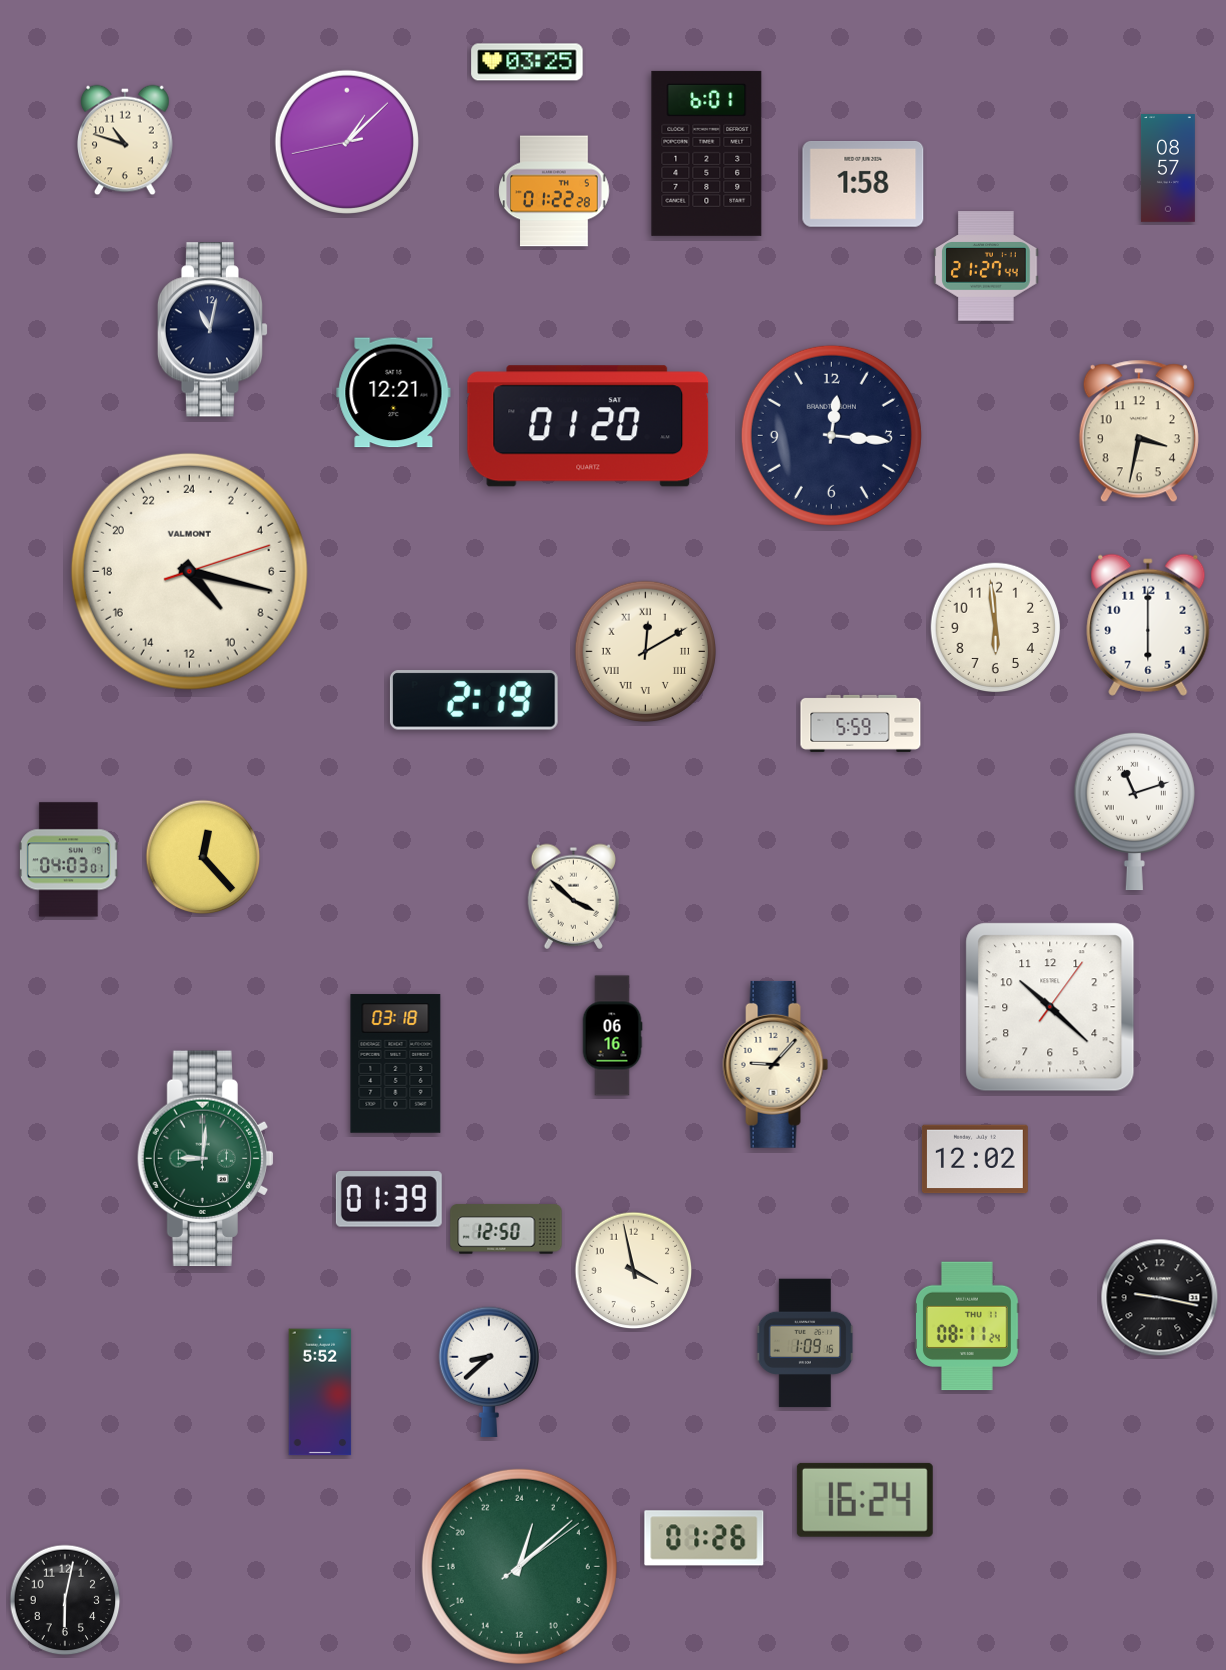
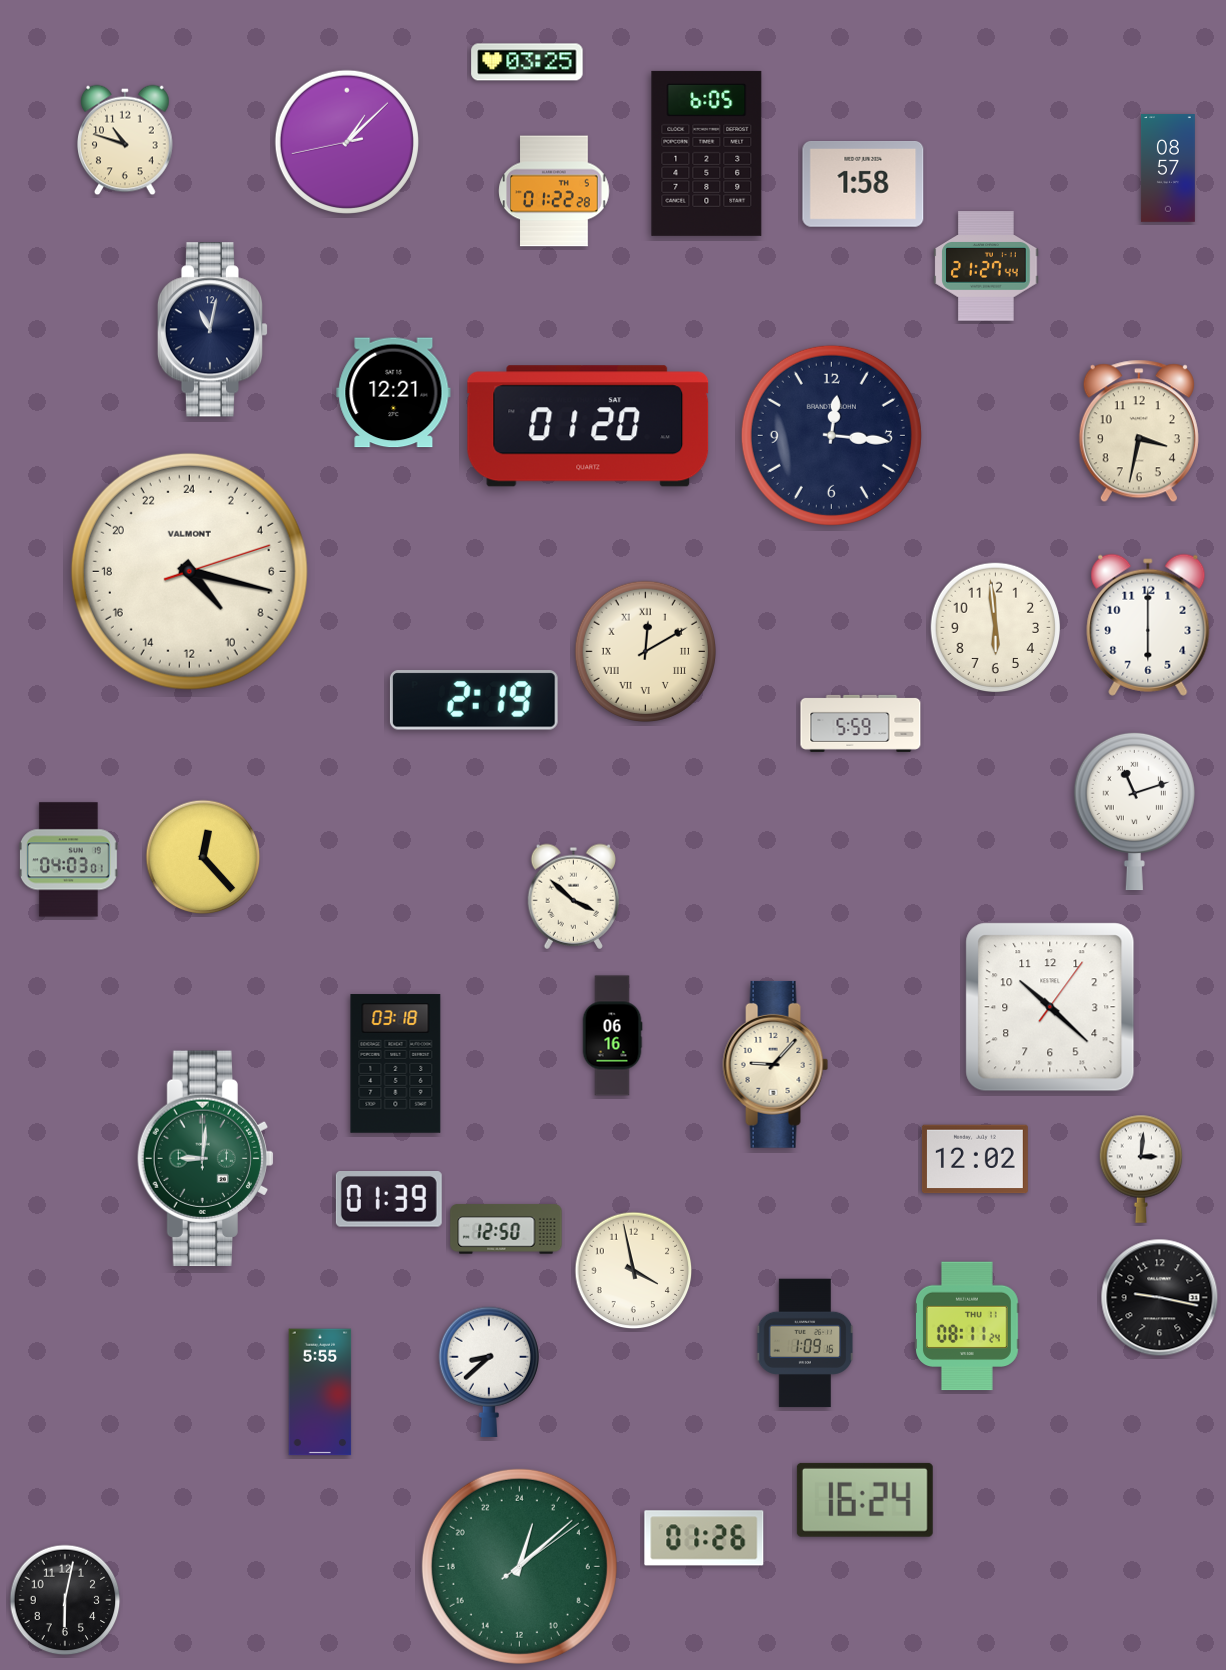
clock at (707, 153): 6:01 -> 6:05
clock at (1141, 1169): none -> 3:01
clock at (320, 1392): 5:52 -> 5:55
